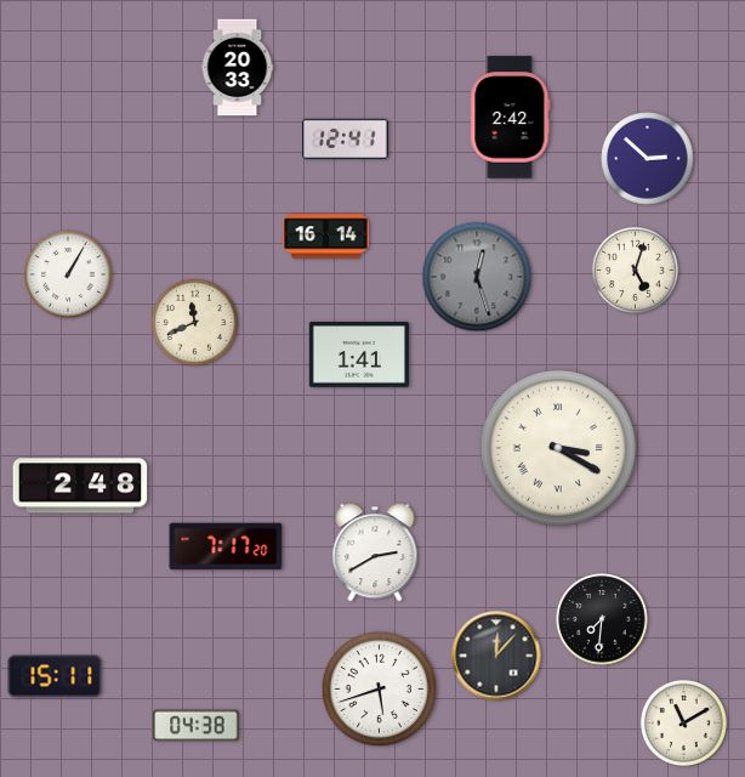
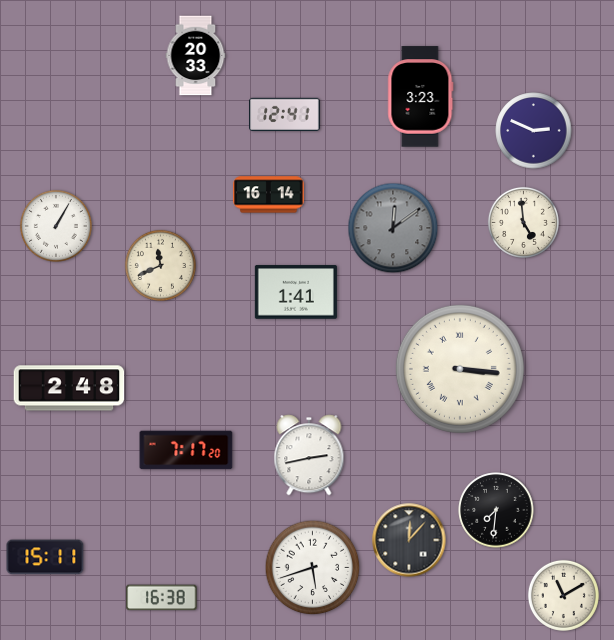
clock at (511, 118): 2:42 -> 3:23
clock at (648, 159): 2:52 -> 2:49
clock at (635, 270): 5:03 -> 4:59
clock at (477, 277): 12:27 -> 12:09
clock at (558, 448): 3:20 -> 3:16
clock at (80, 486) position: (80, 486) -> (69, 388)
clock at (375, 552): 2:40 -> 2:43
clock at (197, 726): 04:38 -> 16:38
